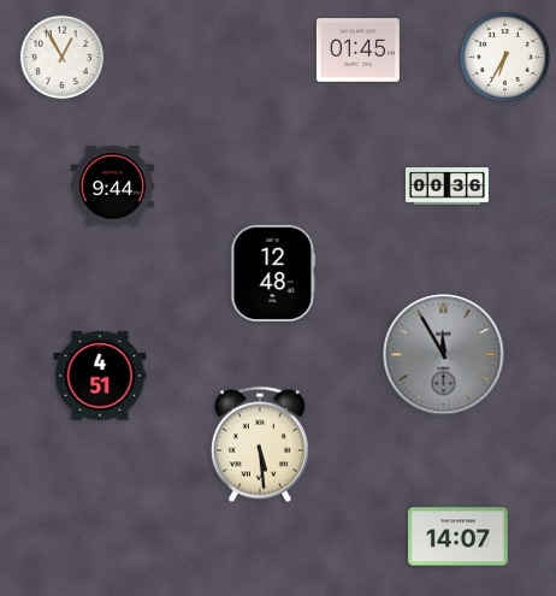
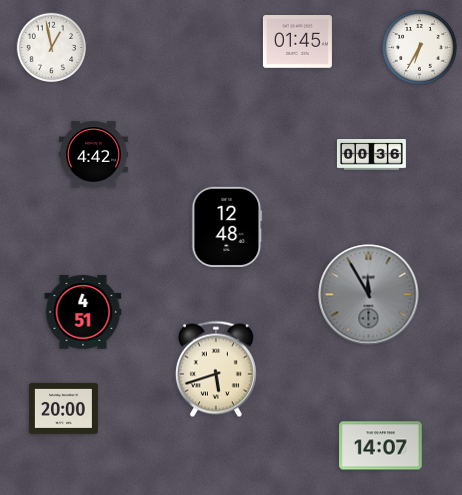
clock at (63, 58): 12:55 -> 12:58
clock at (112, 187): 9:44 -> 4:42
clock at (260, 444): 5:29 -> 5:42
clock at (63, 408): none -> 20:00
